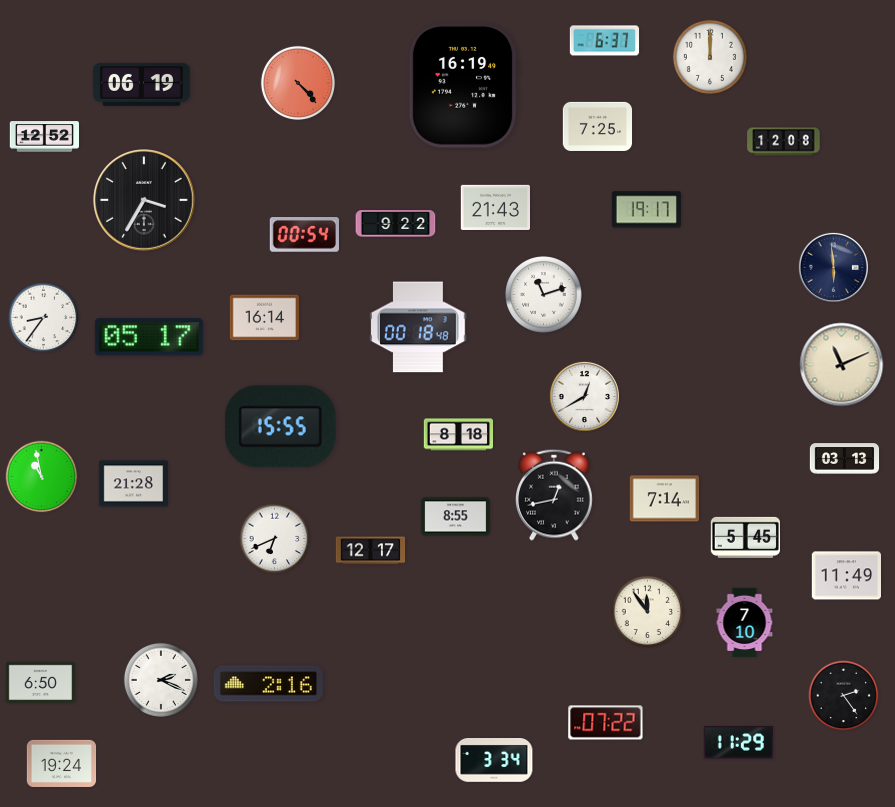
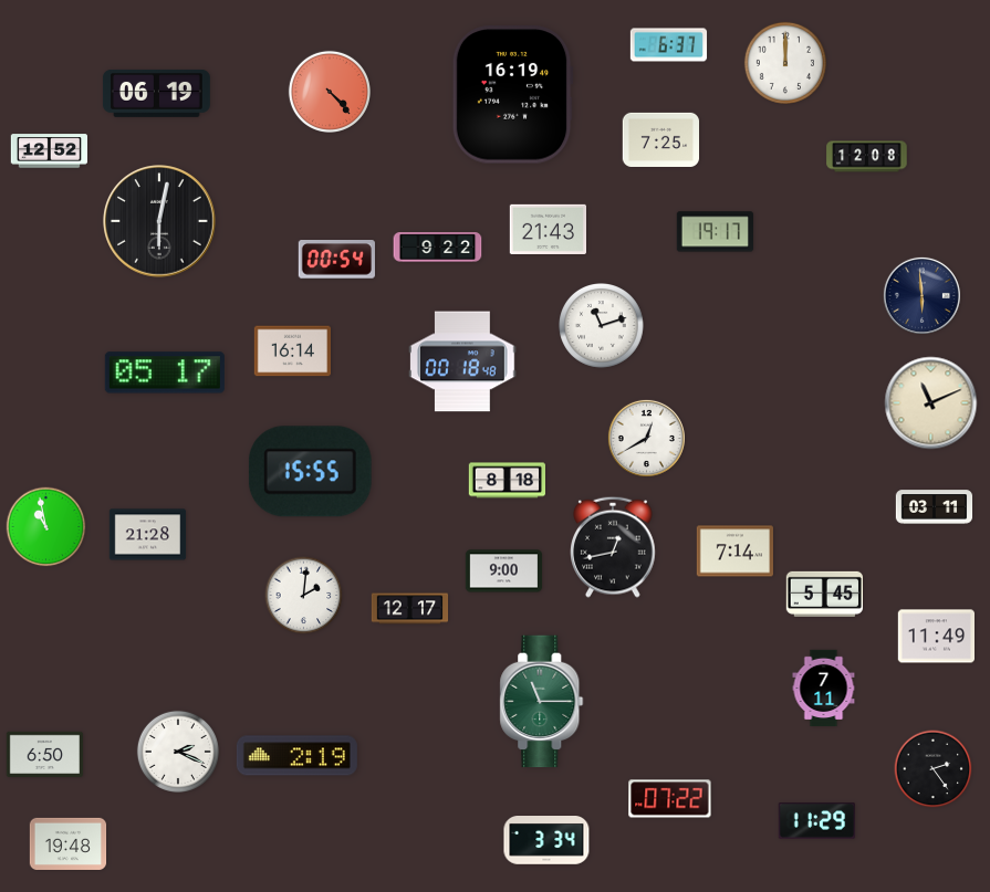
clock at (145, 201): 3:35 -> 6:02
clock at (44, 318): 8:36 -> none
clock at (845, 459): 03:13 -> 03:11
clock at (456, 517): 8:55 -> 9:00
clock at (275, 539): 6:41 -> 2:01
clock at (648, 612): 11:54 -> none
clock at (745, 623): 7:10 -> 7:11
clock at (542, 702): none -> 11:15
clock at (268, 684): 2:16 -> 2:19
clock at (62, 763): 19:24 -> 19:48
